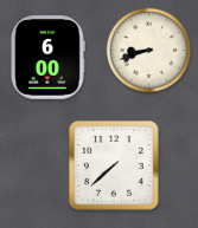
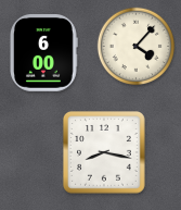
clock at (149, 51): 8:42 -> 4:07
clock at (115, 167): 7:38 -> 8:17
